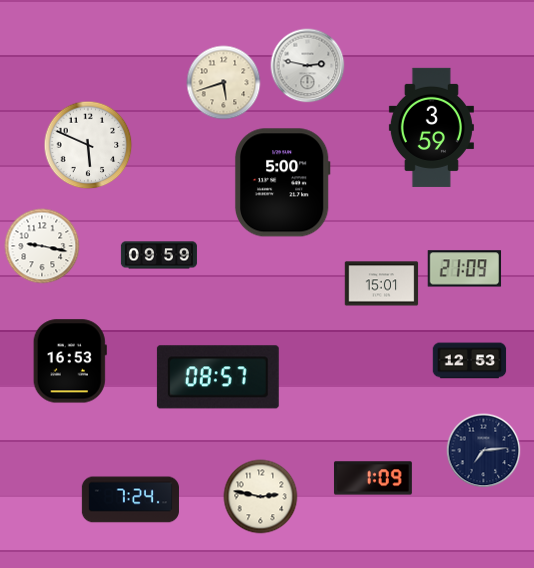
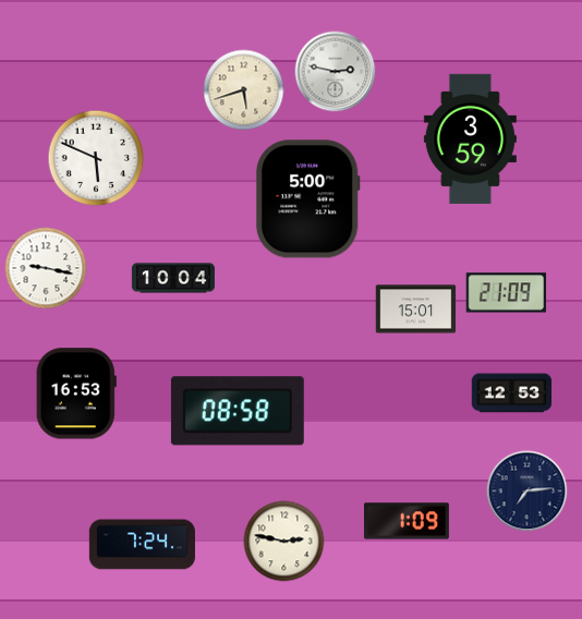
clock at (159, 255): 09:59 -> 10:04
clock at (218, 377): 08:57 -> 08:58
